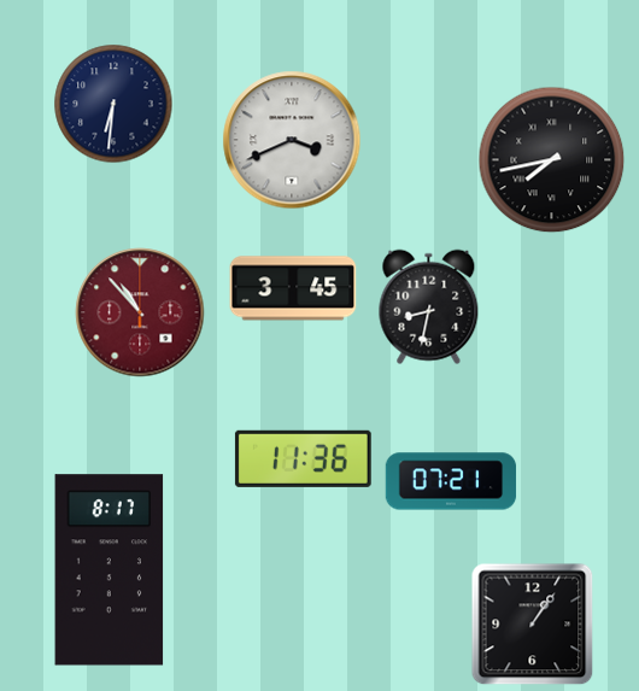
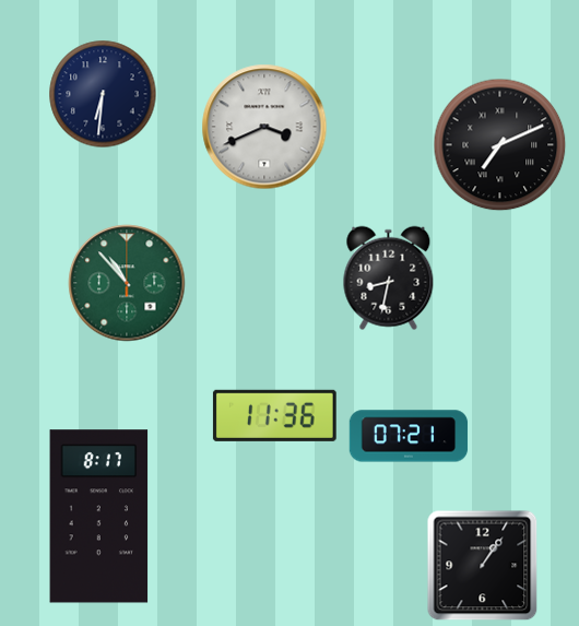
clock at (552, 160): 7:43 -> 7:11
clock at (293, 288): 3:45 -> none
clock at (140, 312) dial: burgundy -> green
